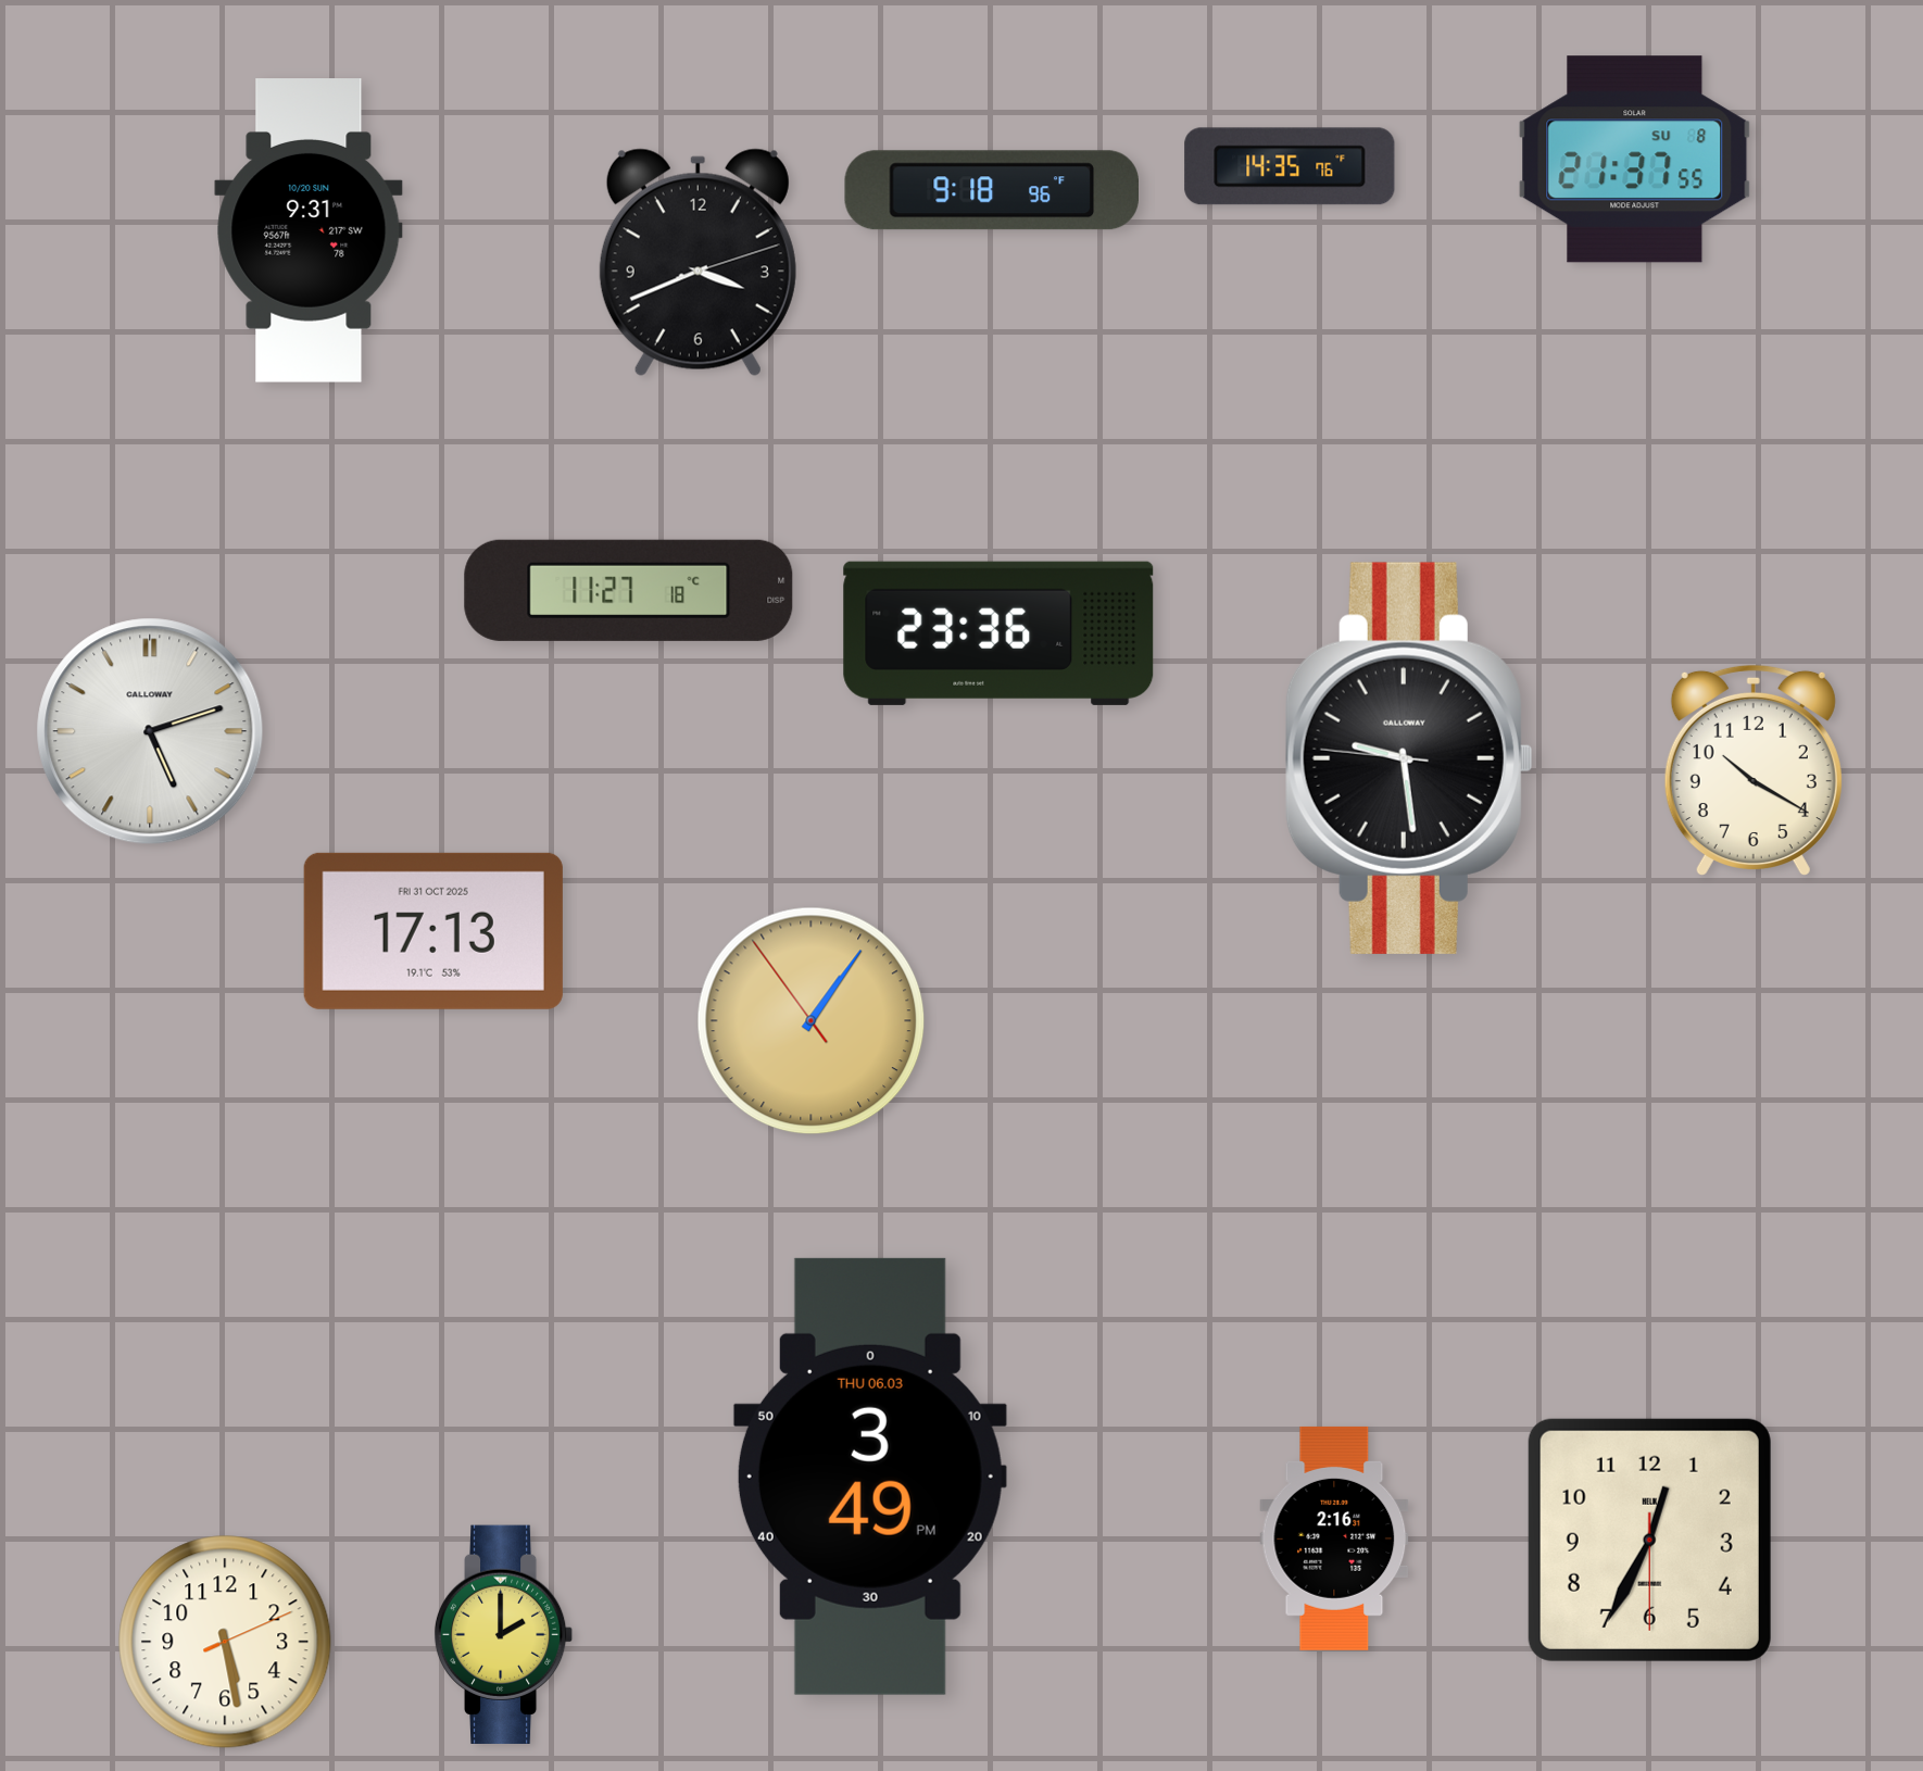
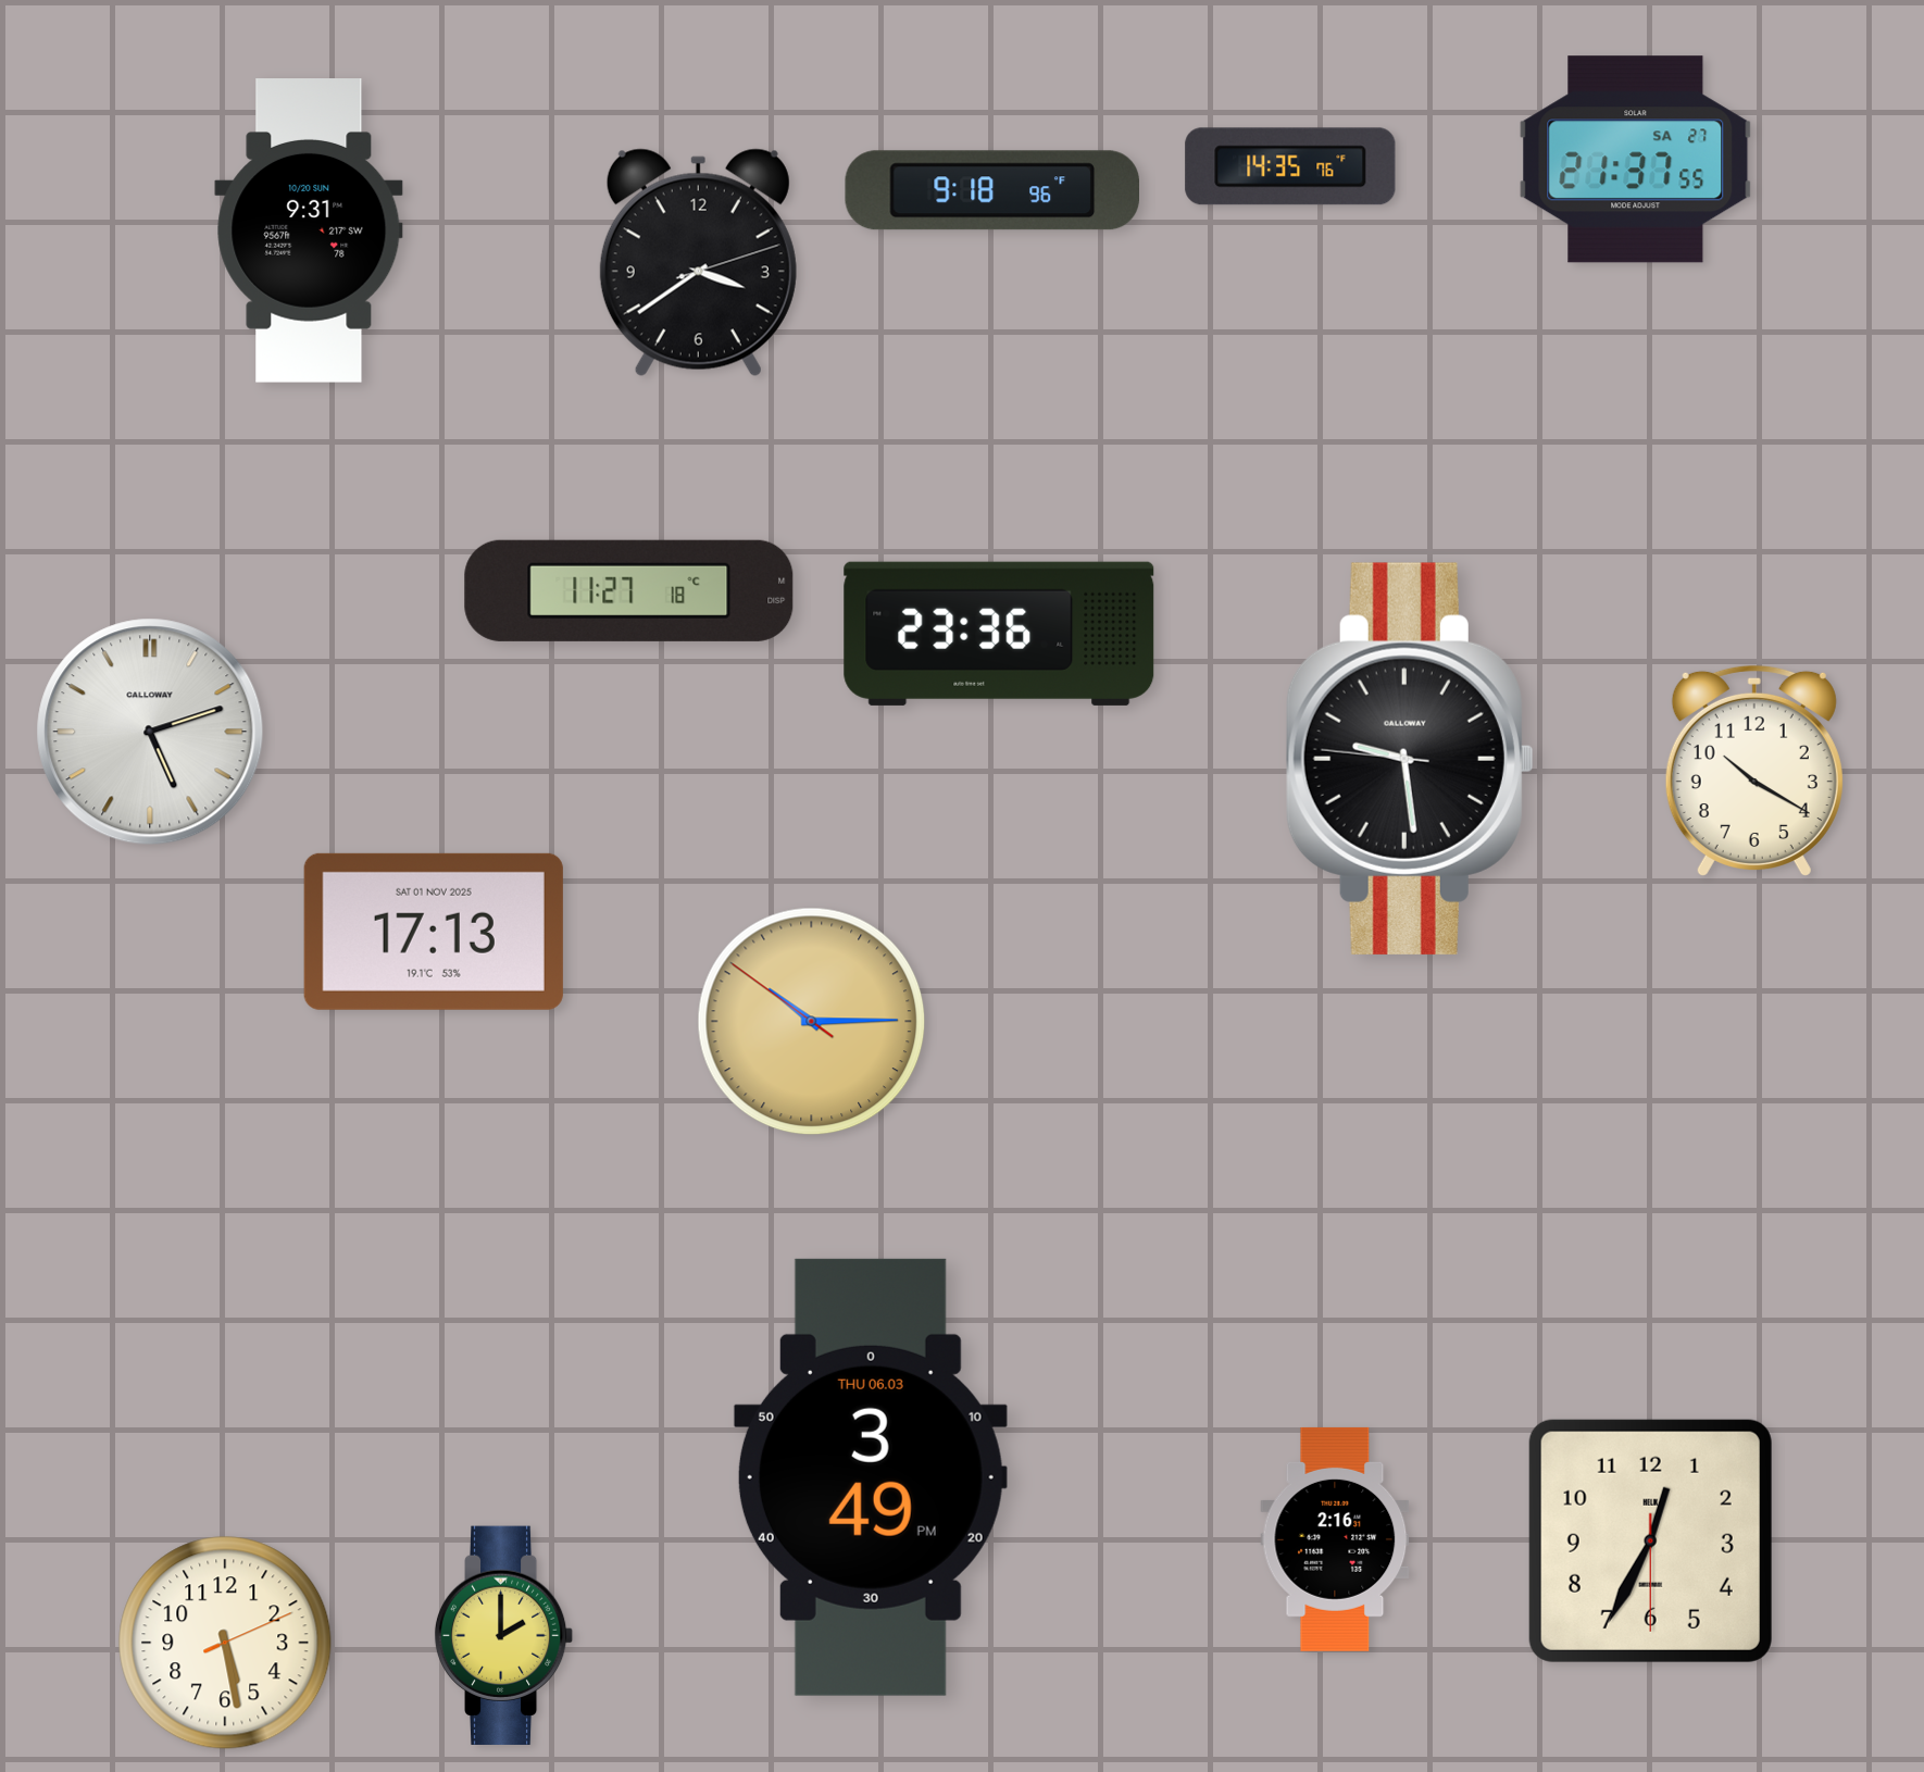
clock at (1635, 160) date: SU 8 -> SA 27
clock at (697, 263): 3:41 -> 3:39
clock at (433, 931) date: FRI 31 OCT 2025 -> SAT 01 NOV 2025
clock at (812, 1021): 1:05 -> 10:14
